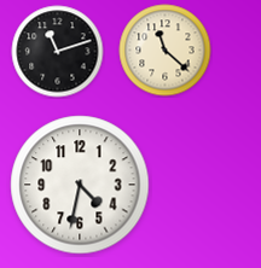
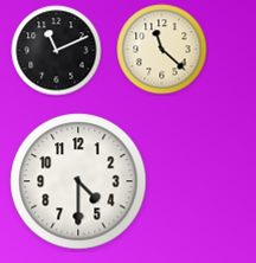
clock at (58, 52): 11:12 -> 11:11
clock at (80, 185): 4:32 -> 4:30
